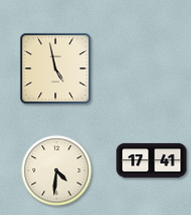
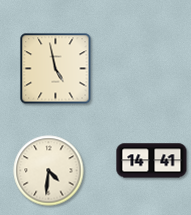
clock at (152, 161): 17:41 -> 14:41
clock at (57, 171) position: (57, 171) -> (49, 171)
